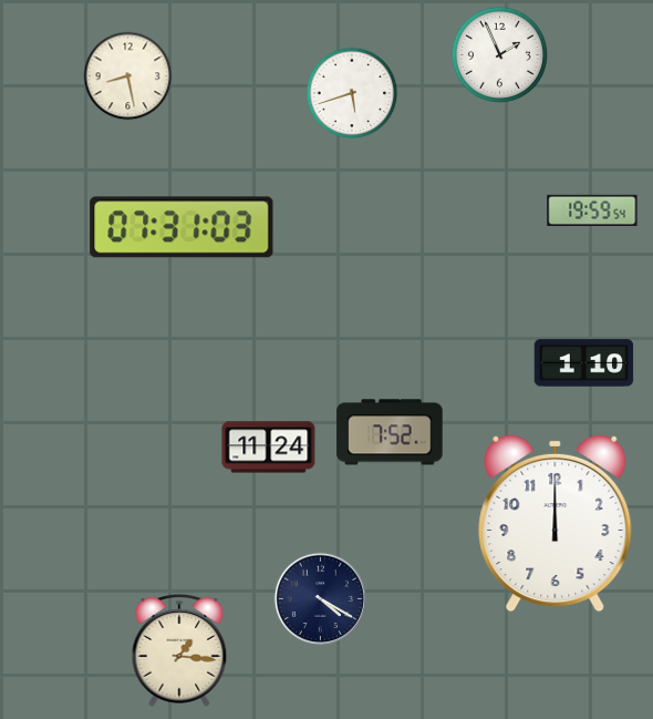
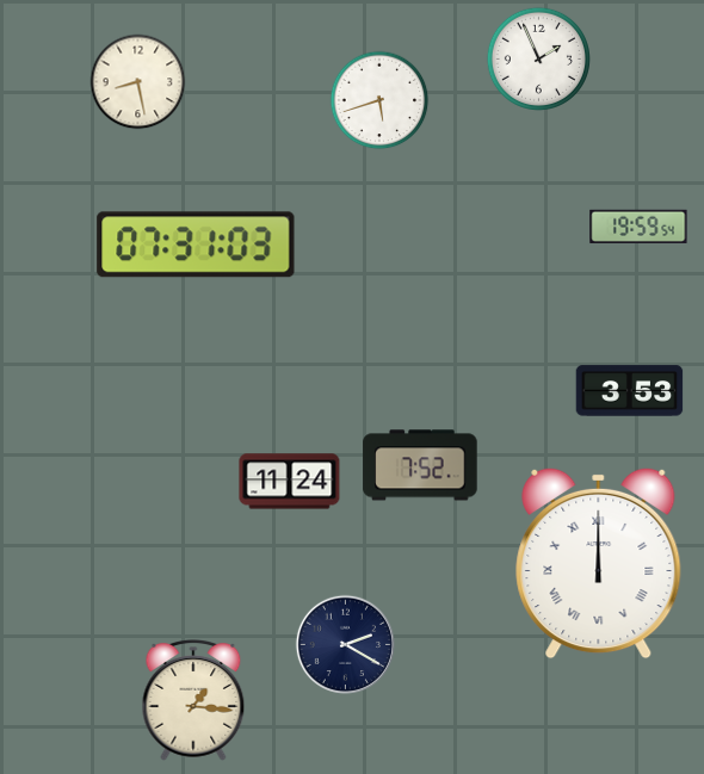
clock at (584, 363): 1:10 -> 3:53
clock at (556, 523) numerals: Arabic -> Roman
clock at (320, 598): 4:20 -> 2:20
